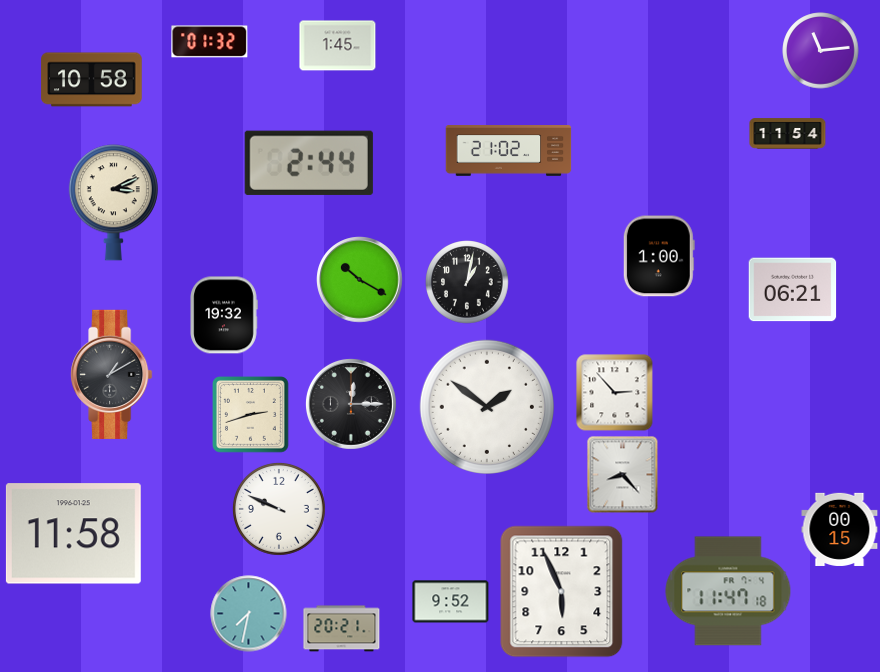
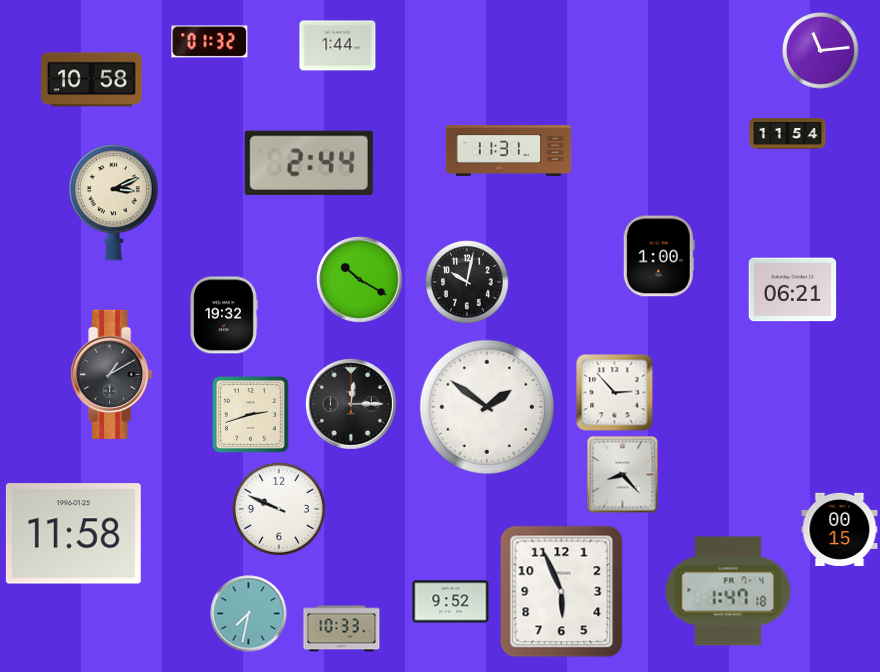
clock at (338, 46): 1:45 -> 1:44
clock at (509, 151): 21:02 -> 11:31
clock at (467, 282): 1:02 -> 10:02
clock at (728, 591): 11:47 -> 1:47
clock at (342, 629): 20:21 -> 10:33
